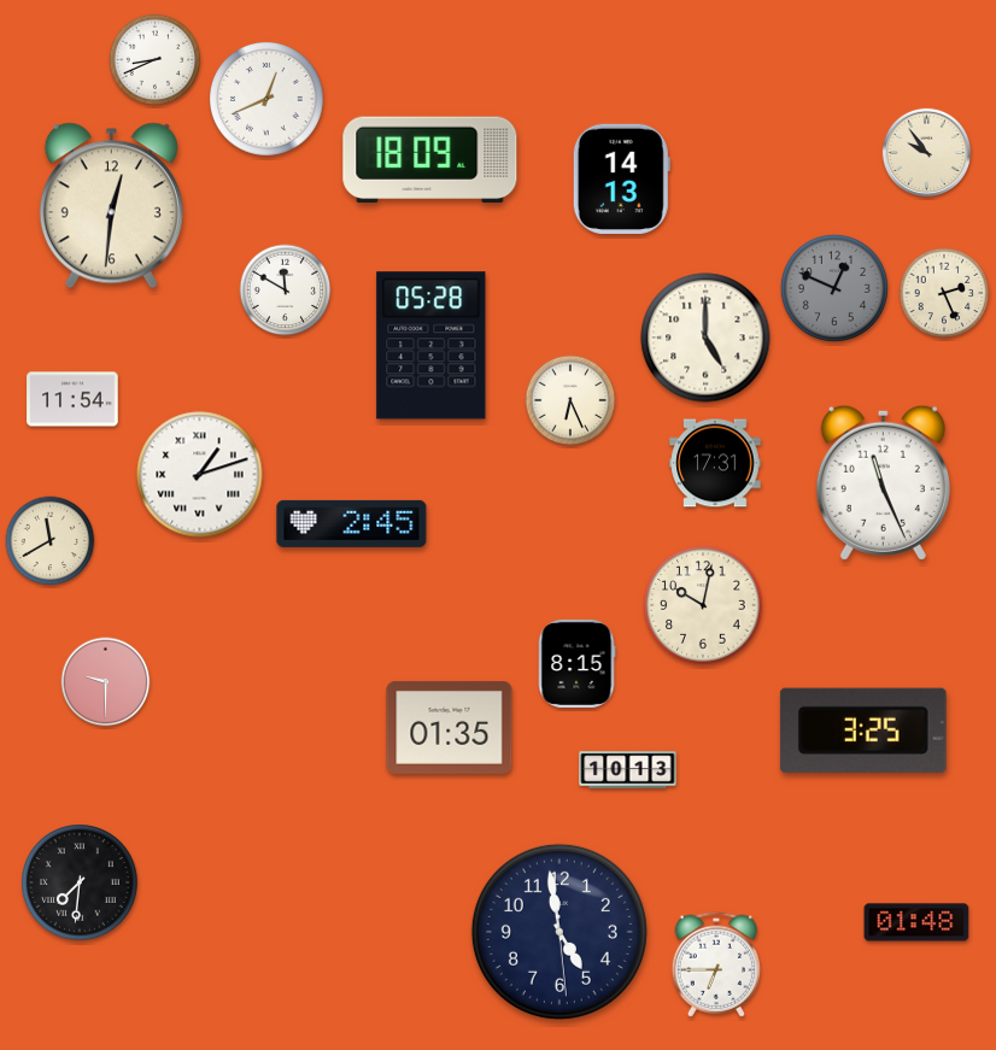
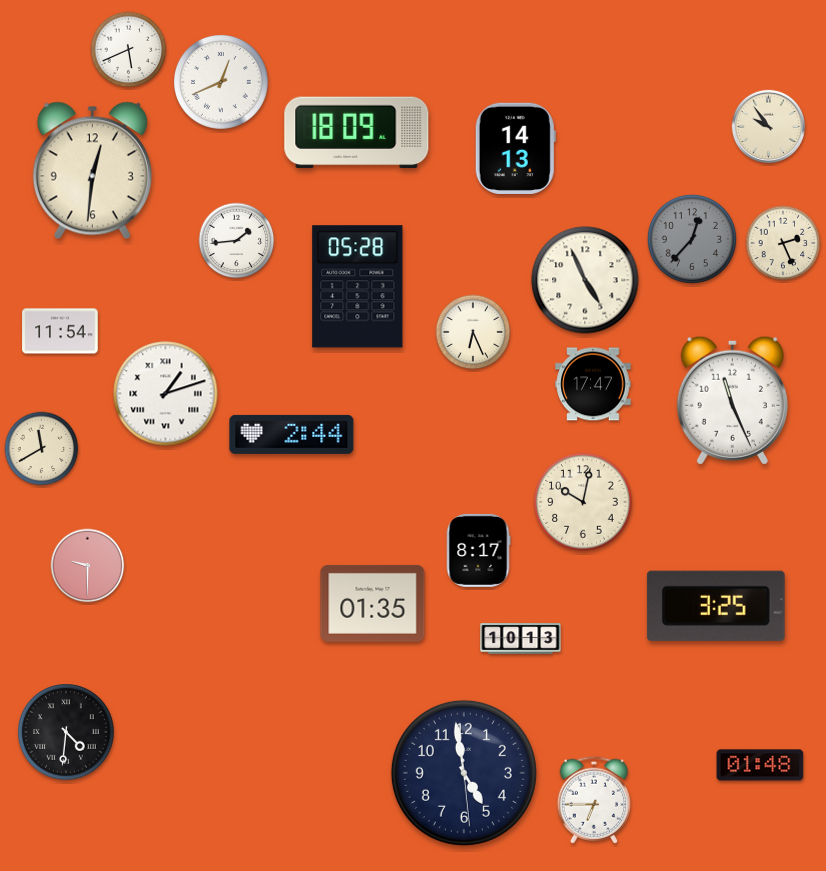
clock at (156, 60): 8:41 -> 5:41
clock at (834, 288): 12:49 -> 12:37
clock at (286, 291): 11:50 -> 1:44
clock at (705, 338): 5:00 -> 4:56
clock at (715, 463): 17:31 -> 17:47
clock at (352, 523): 2:45 -> 2:44
clock at (576, 663): 8:15 -> 8:17
clock at (80, 882): 7:31 -> 4:31
